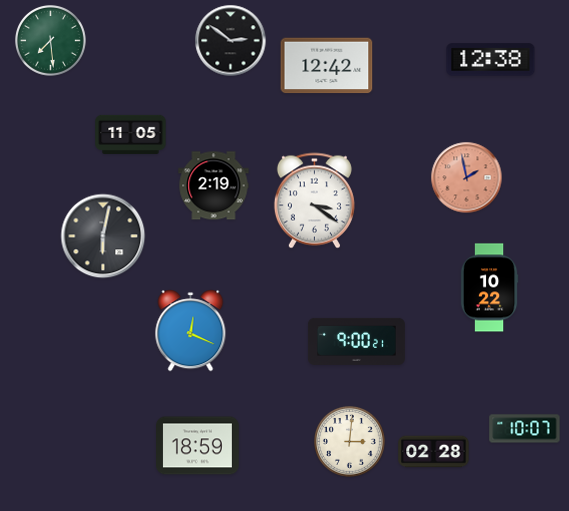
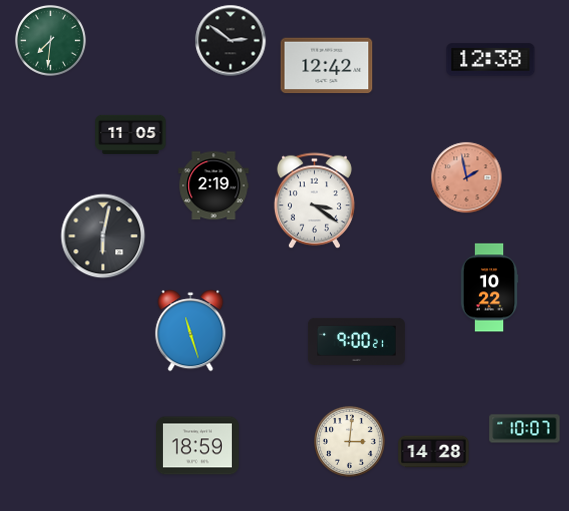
clock at (51, 41): 7:29 -> 7:31
clock at (191, 331): 12:19 -> 11:27
clock at (434, 452): 02:28 -> 14:28
